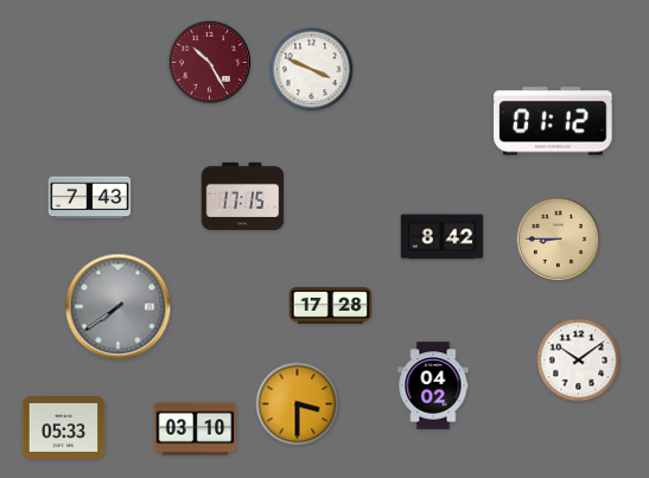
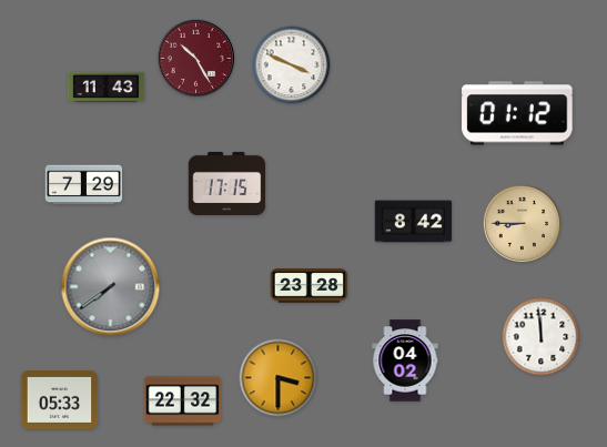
clock at (107, 88): none -> 11:43
clock at (90, 198): 7:43 -> 7:29
clock at (331, 306): 17:28 -> 23:28
clock at (579, 361): 10:09 -> 11:59
clock at (196, 429): 03:10 -> 22:32
